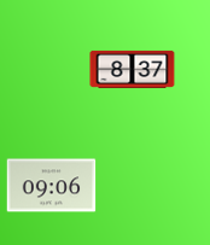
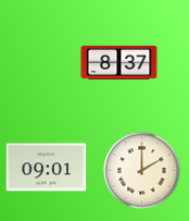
clock at (52, 186): 09:06 -> 09:01
clock at (142, 171): none -> 2:00
